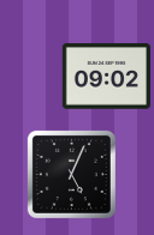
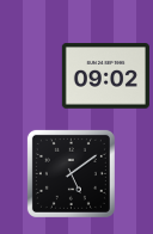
clock at (71, 174): 5:04 -> 5:09
